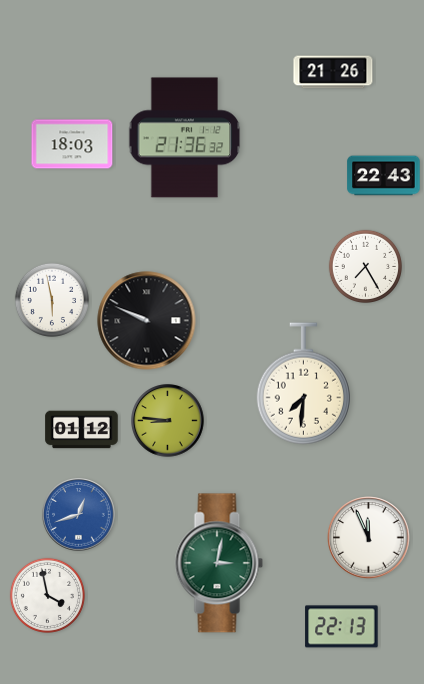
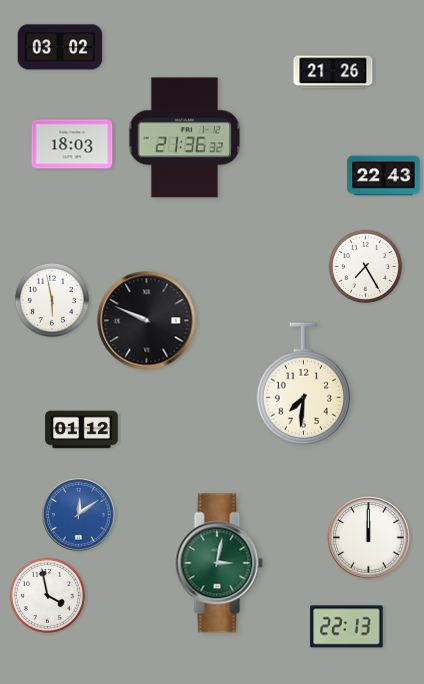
clock at (60, 47): none -> 03:02
clock at (168, 421): 8:46 -> none
clock at (79, 515): 12:42 -> 12:09
clock at (369, 538): 11:56 -> 12:00
clock at (342, 627) position: (342, 627) -> (347, 627)
